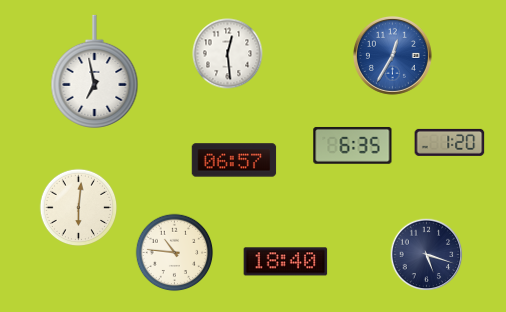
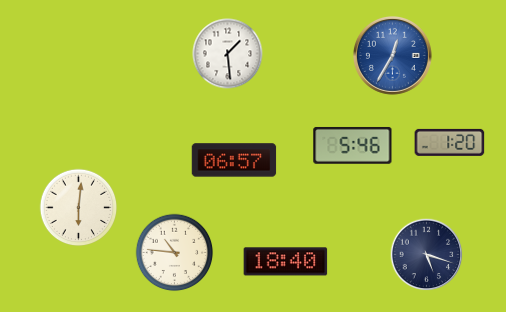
clock at (228, 54): 12:29 -> 1:29
clock at (95, 71): 6:58 -> none
clock at (353, 145): 6:35 -> 5:46
